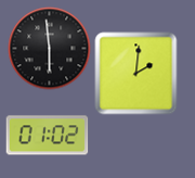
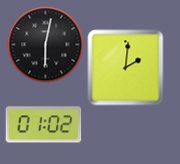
clock at (50, 49): 5:59 -> 6:02
